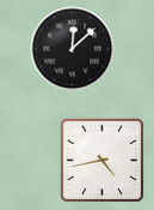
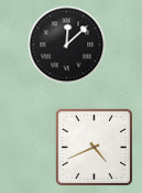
clock at (101, 160): 4:43 -> 4:41
